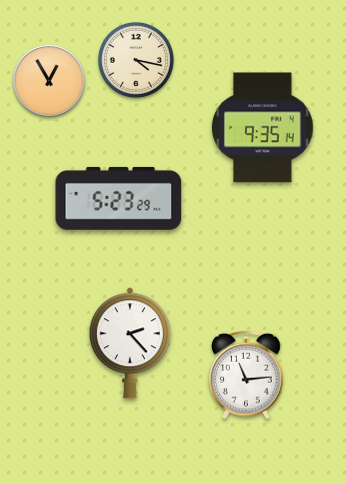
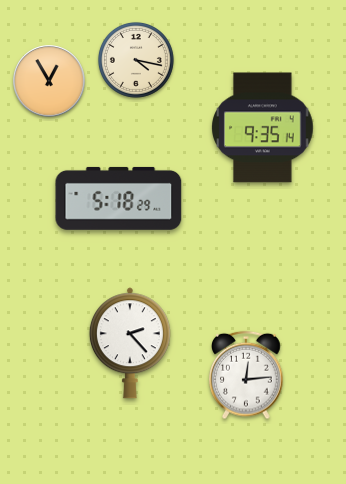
clock at (119, 198): 5:23 -> 5:18
clock at (246, 375): 11:14 -> 12:14
